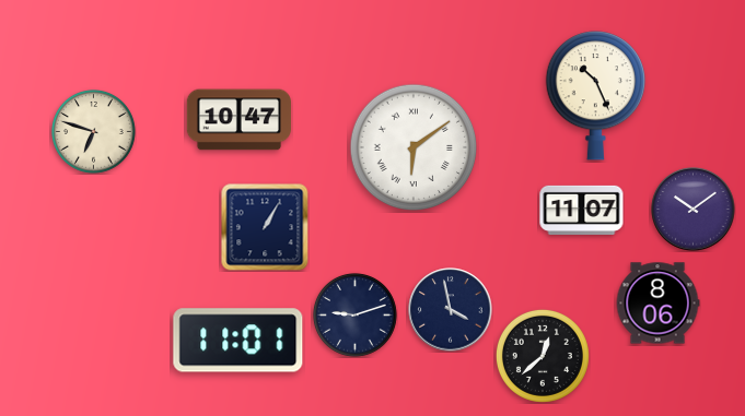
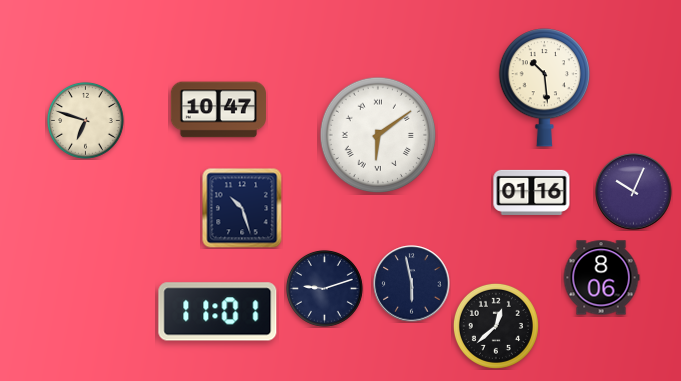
clock at (595, 96): 10:26 -> 10:29
clock at (582, 210): 11:07 -> 01:16
clock at (694, 210): 10:09 -> 10:04
clock at (265, 227): 1:05 -> 10:27
clock at (451, 310): 3:58 -> 5:58
